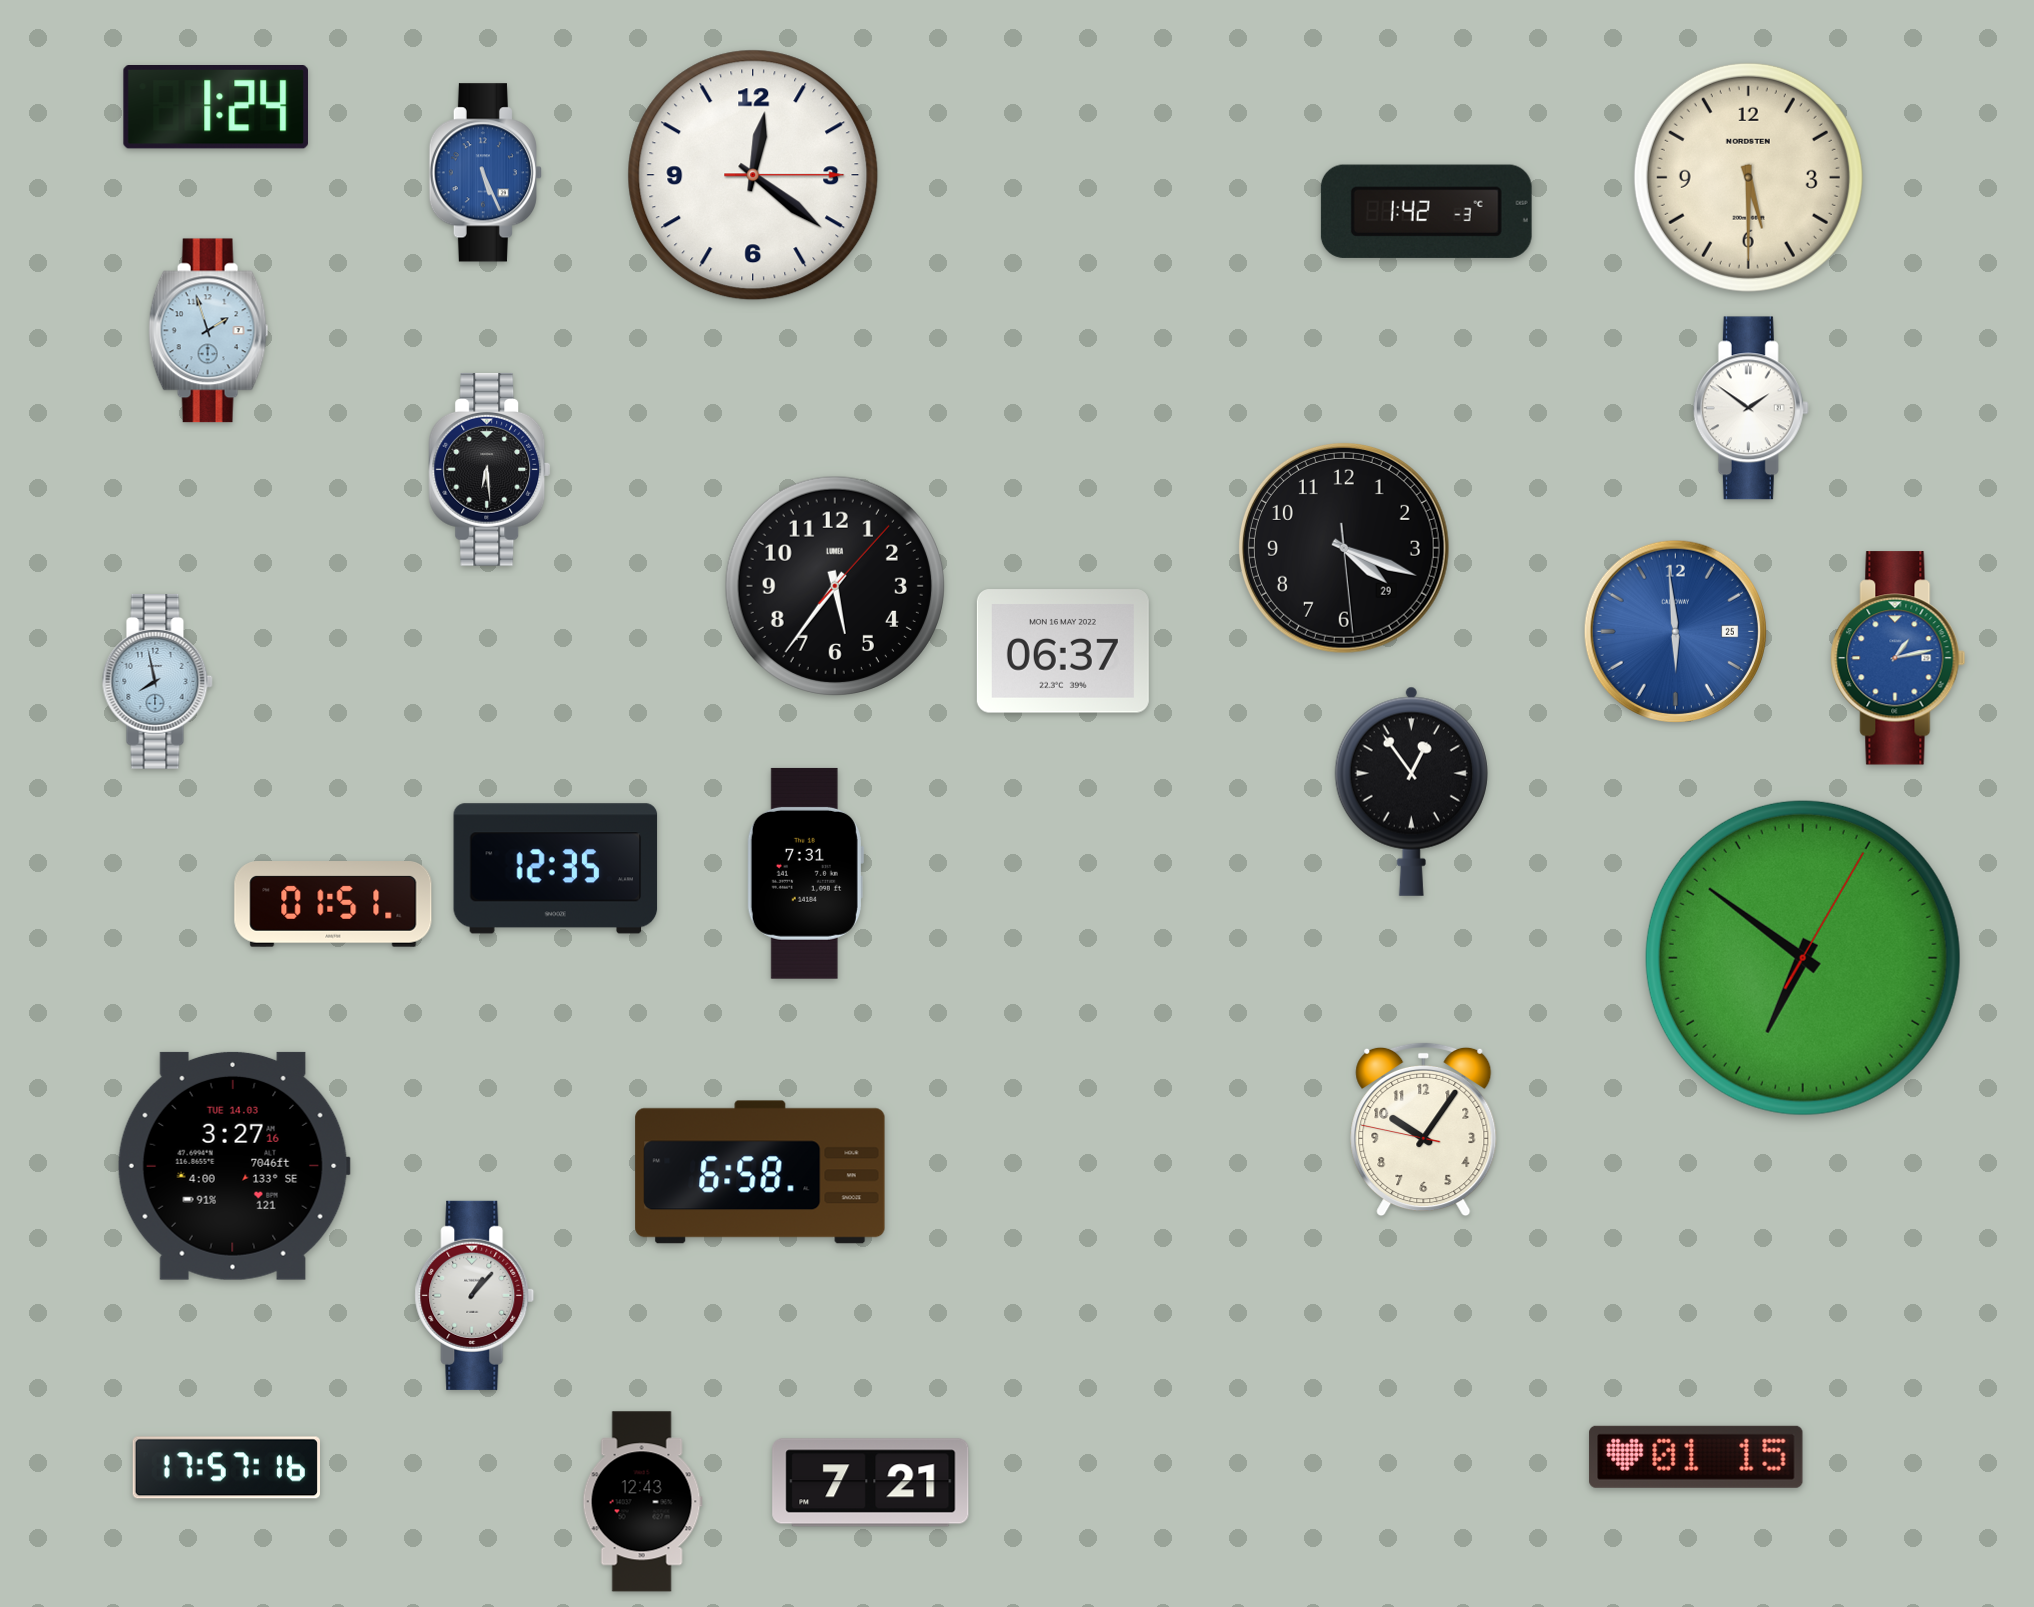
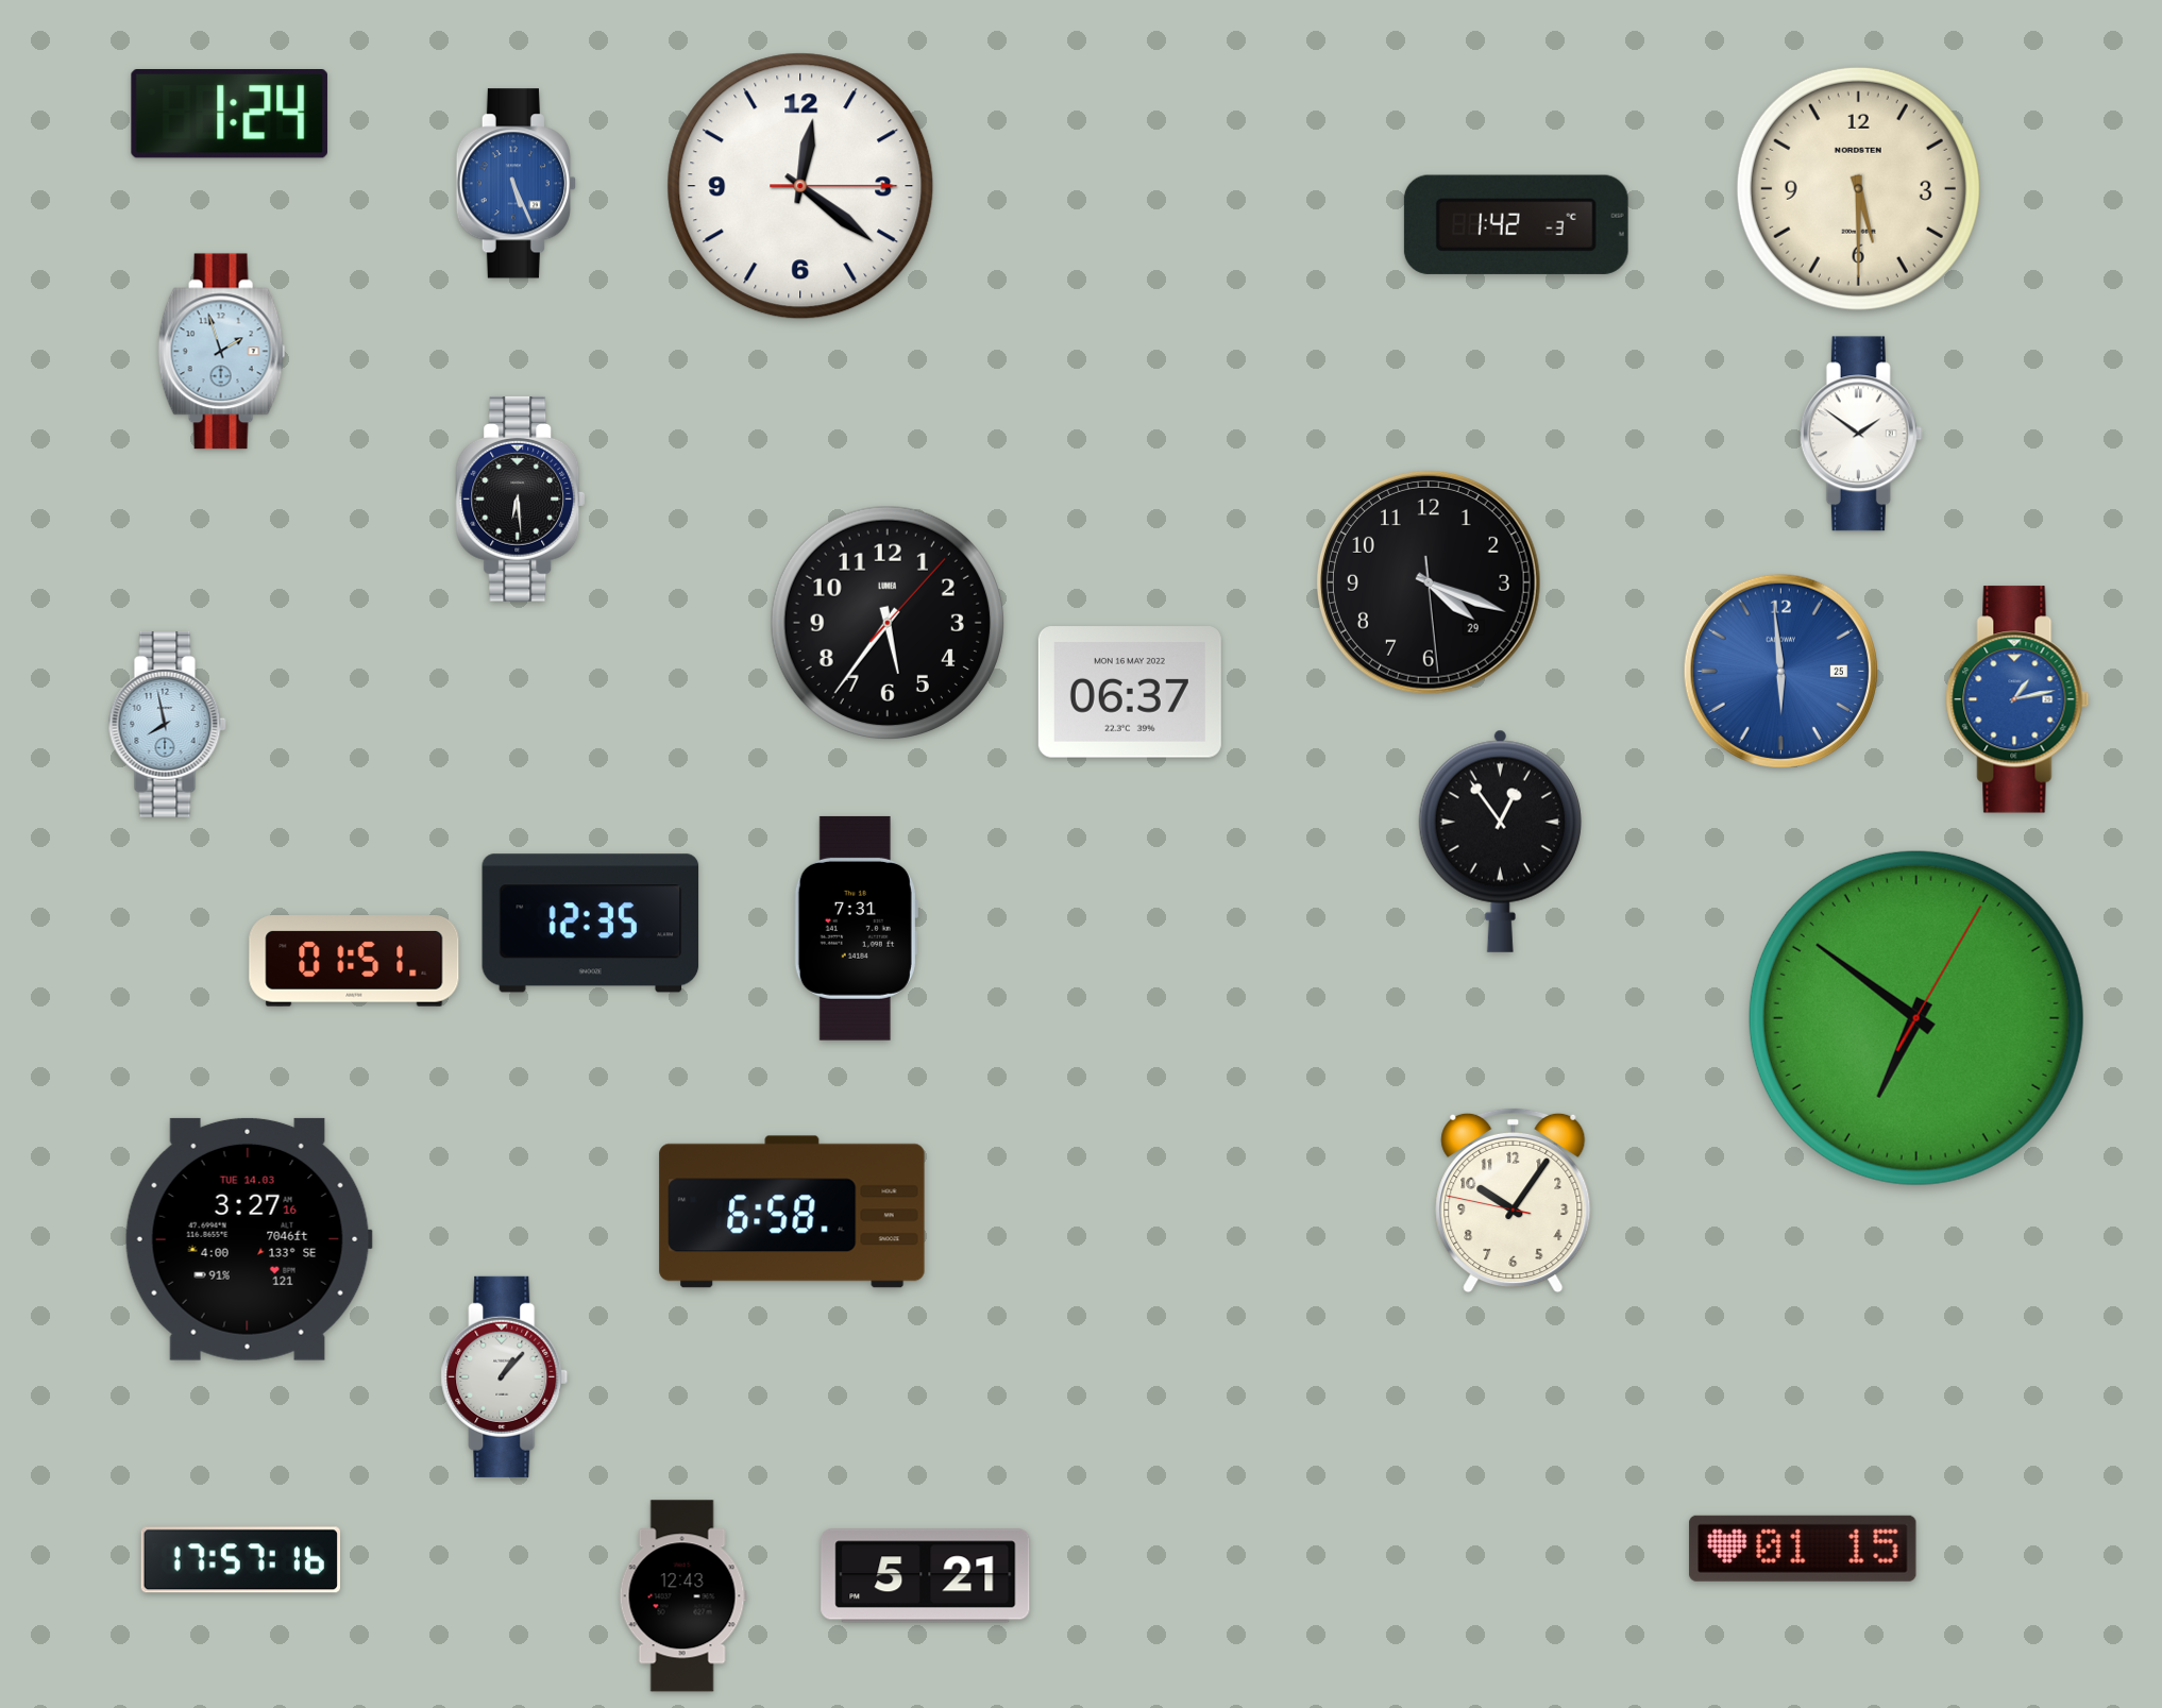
clock at (760, 1172) position: (760, 1172) -> (792, 1212)
clock at (871, 1483): 7:21 -> 5:21
